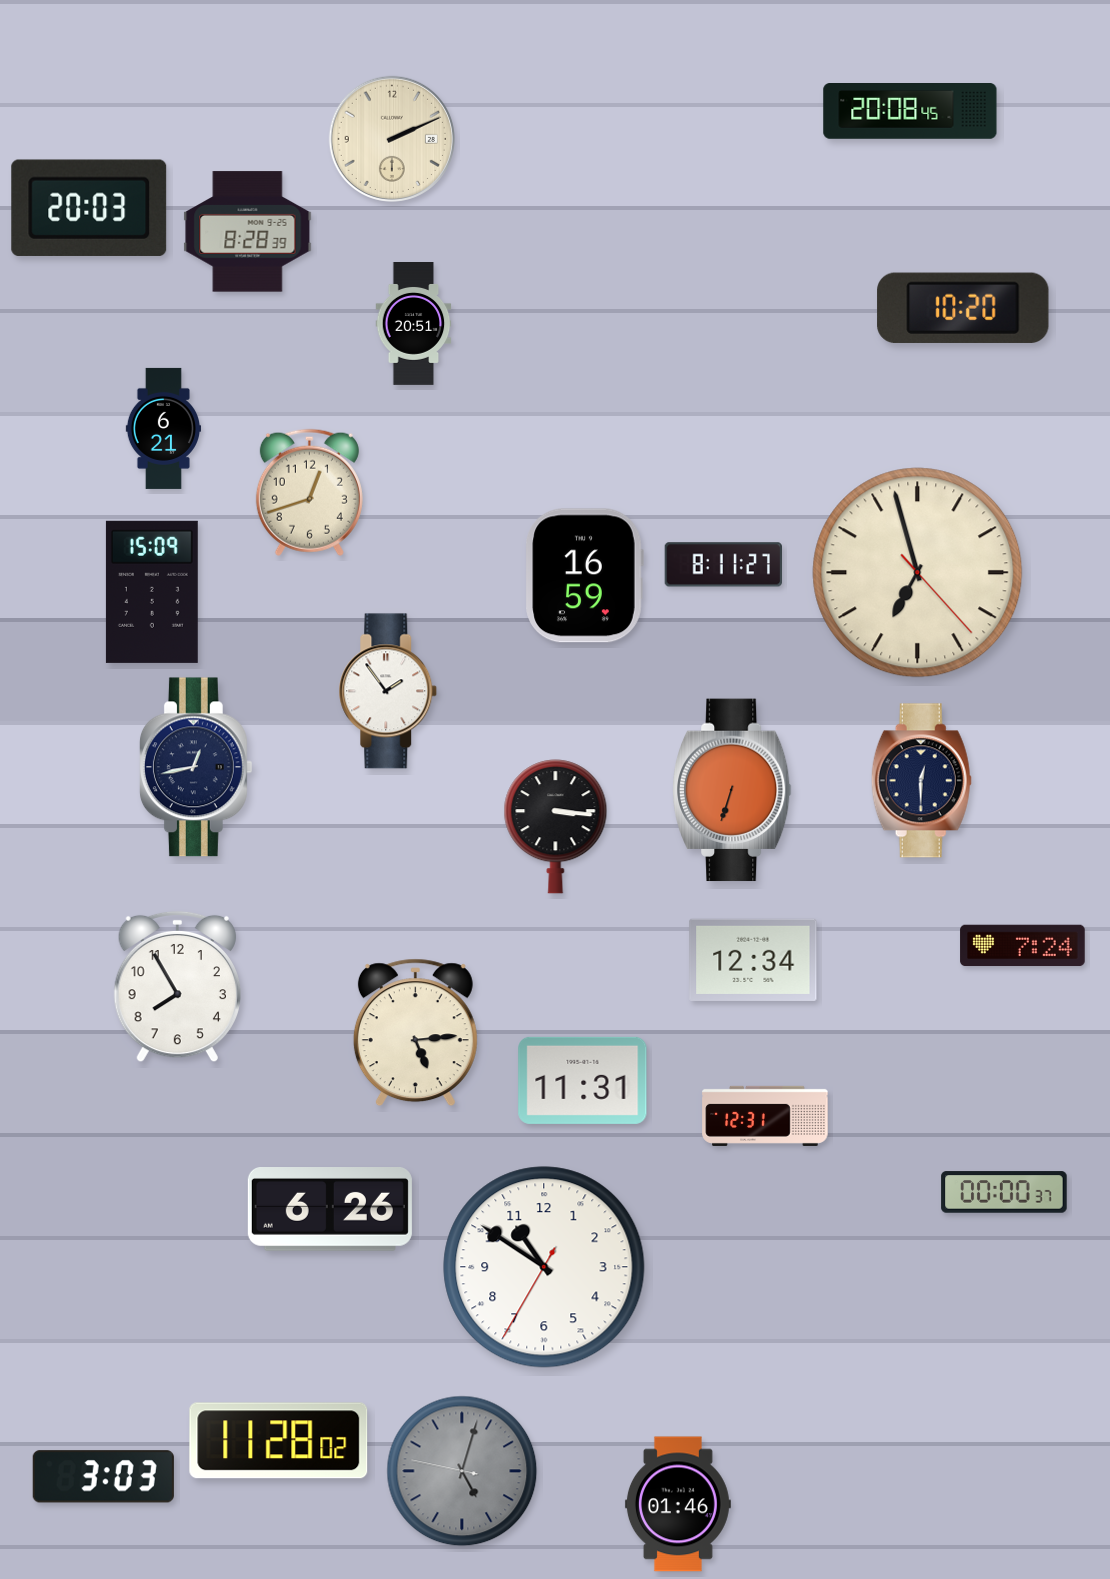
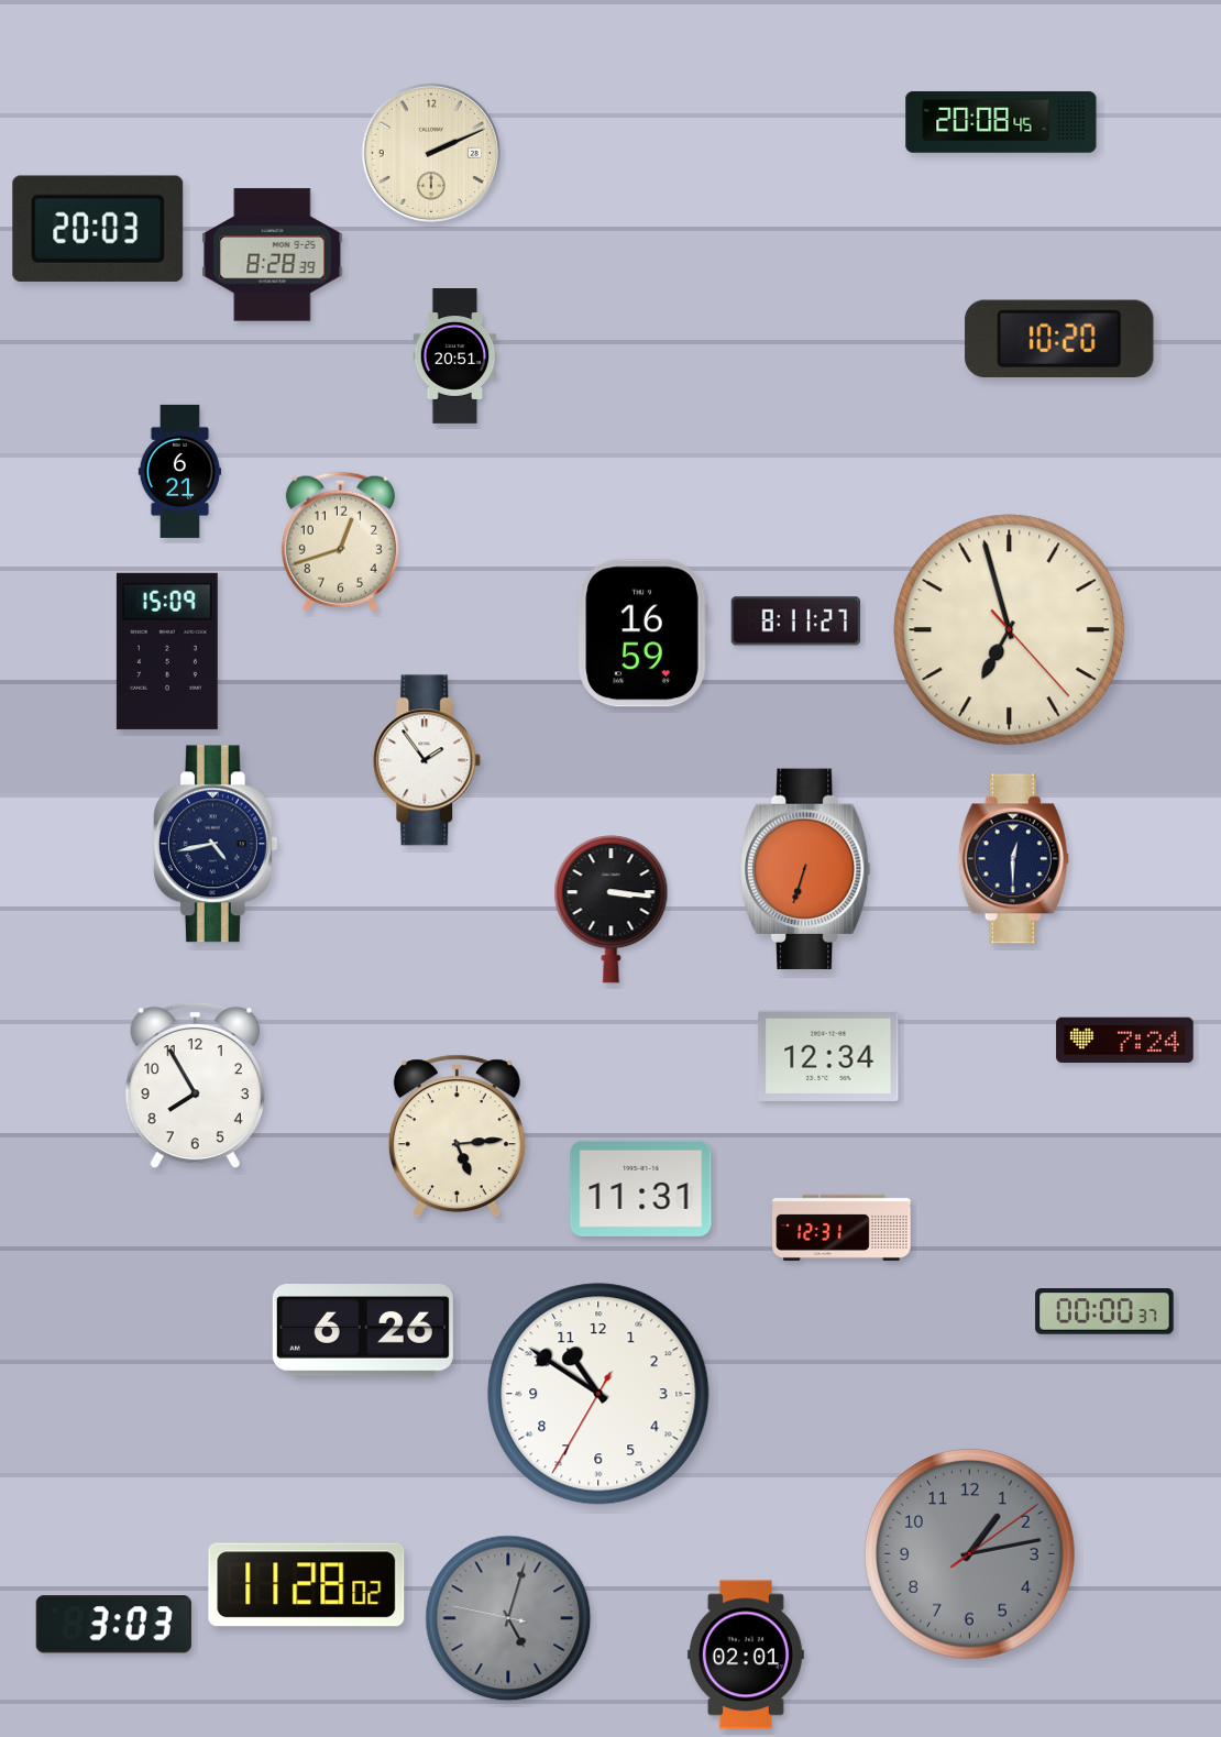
clock at (196, 767): 12:43 -> 4:43
clock at (970, 1554): none -> 1:13
clock at (678, 1504): 01:46 -> 02:01
